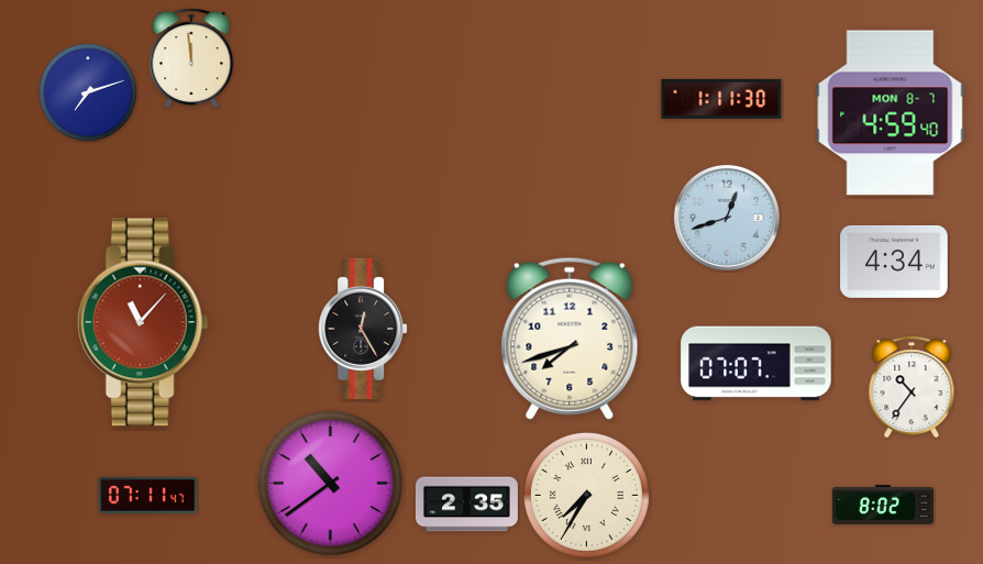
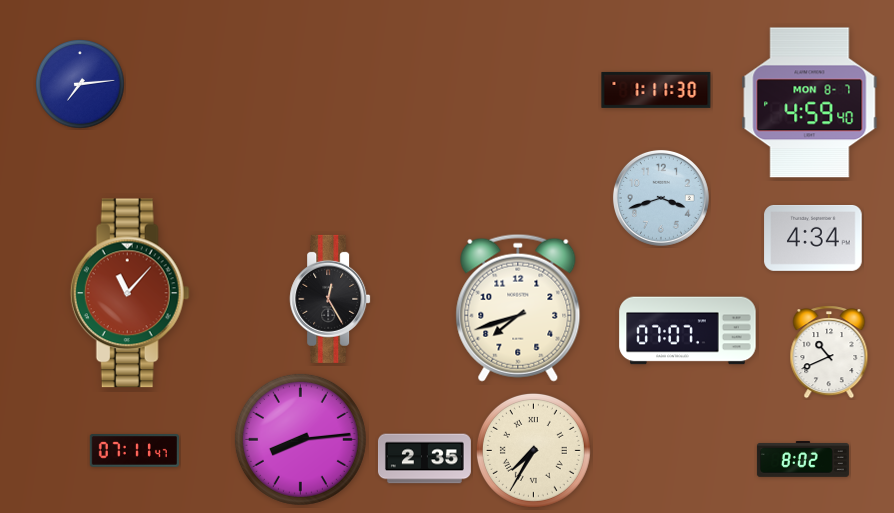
clock at (191, 58): 11:59 -> none
clock at (88, 92): 7:12 -> 7:14
clock at (727, 218): 12:42 -> 3:42
clock at (912, 387): 10:36 -> 10:41
clock at (330, 483): 10:39 -> 8:14
